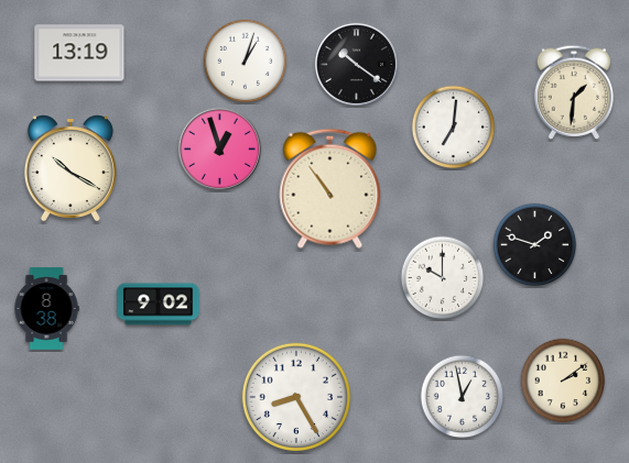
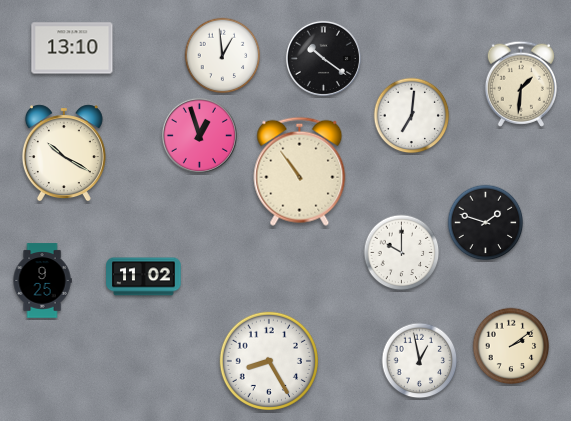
clock at (79, 53): 13:19 -> 13:10
clock at (246, 62): 1:03 -> 12:59
clock at (159, 305): 9:02 -> 11:02
clock at (46, 309): 8:38 -> 9:25
